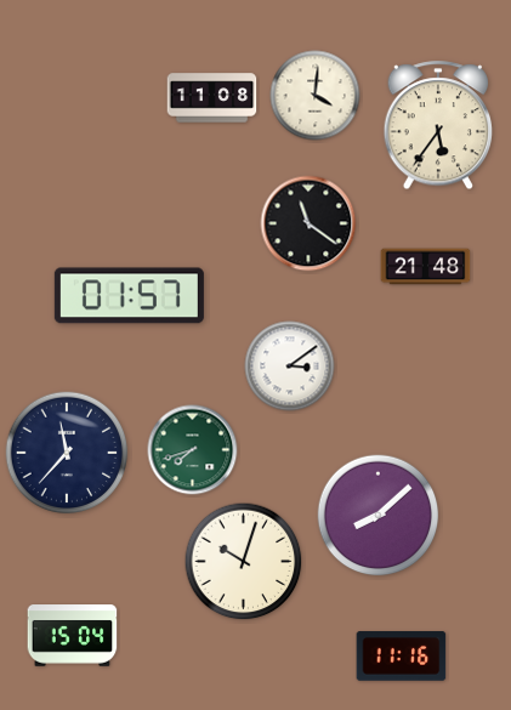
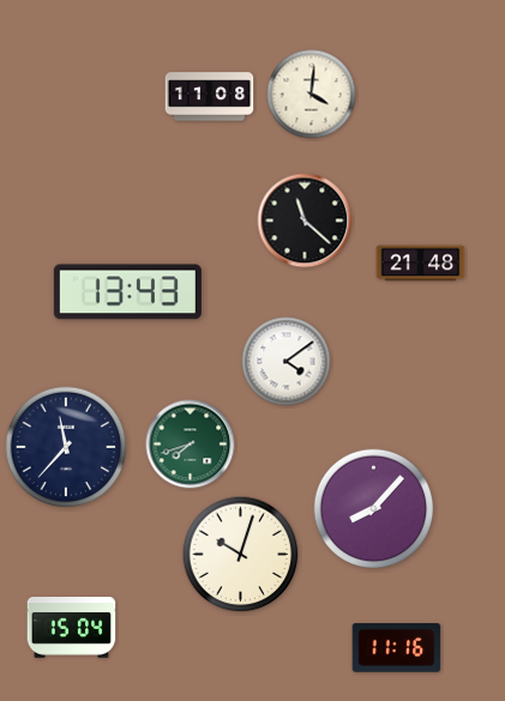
clock at (438, 126): 5:36 -> none
clock at (308, 223): 11:21 -> 11:22
clock at (129, 296): 01:57 -> 13:43
clock at (290, 367): 3:09 -> 4:09
clock at (379, 516): 8:08 -> 8:07
